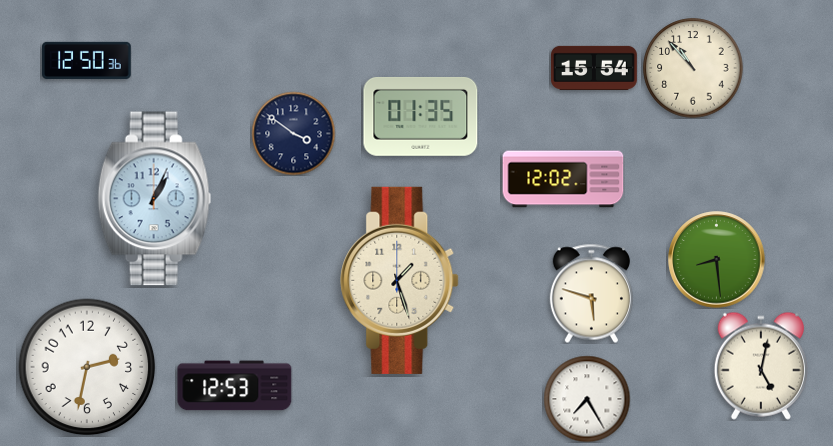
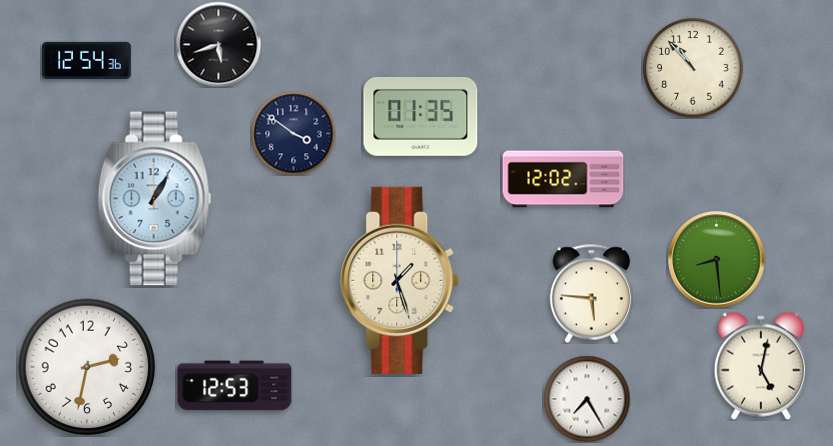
clock at (218, 44): none -> 5:42
clock at (87, 60): 12:50 -> 12:54
clock at (595, 68): 15:54 -> none
clock at (155, 199): 1:04 -> 1:05
clock at (591, 293): 5:48 -> 5:46
